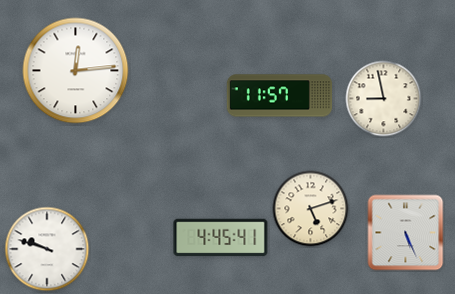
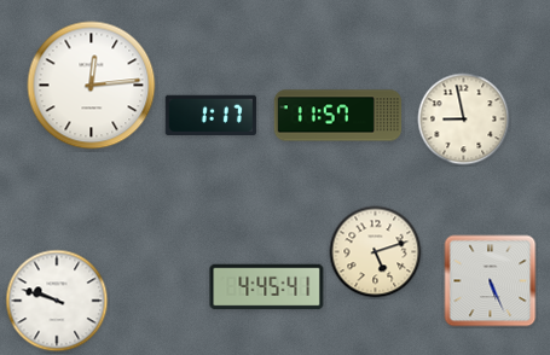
clock at (210, 115): none -> 1:17
